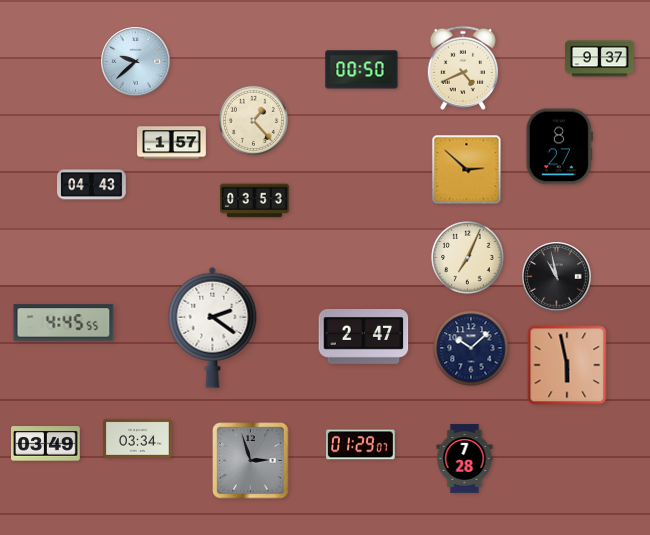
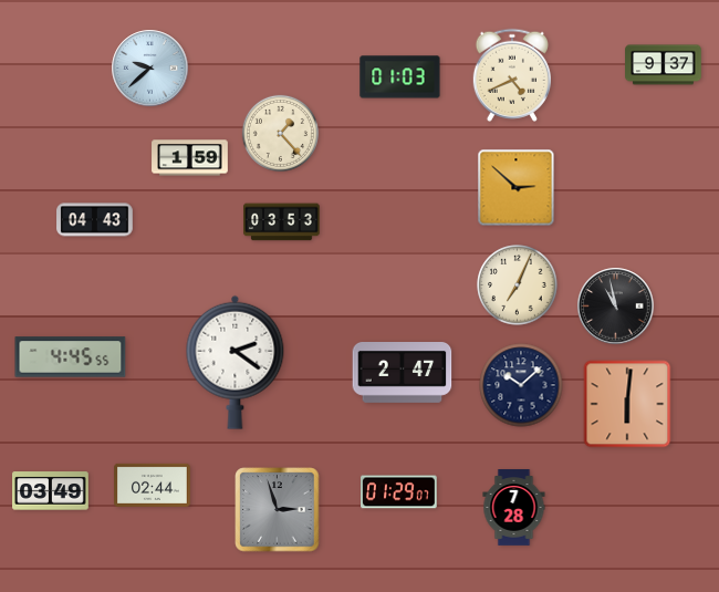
clock at (362, 70): 00:50 -> 01:03
clock at (172, 143): 1:57 -> 1:59
clock at (559, 147): 8:27 -> none
clock at (92, 185) position: (92, 185) -> (95, 220)
clock at (567, 365): 5:58 -> 6:01
clock at (138, 438): 03:34 -> 02:44
